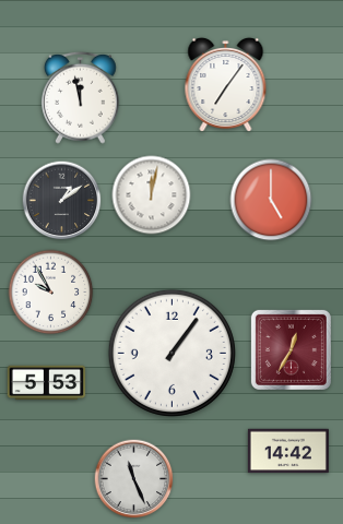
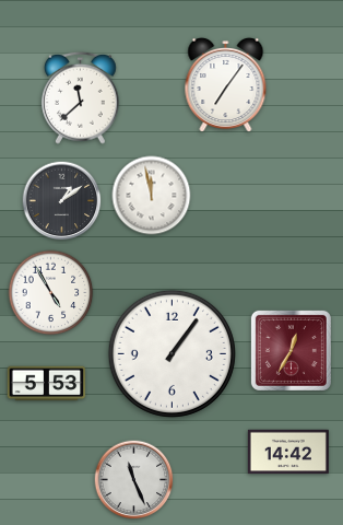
clock at (80, 97): 11:58 -> 11:38
clock at (152, 195): 12:02 -> 11:58
clock at (271, 200): 5:00 -> none
clock at (51, 293): 9:55 -> 4:55
